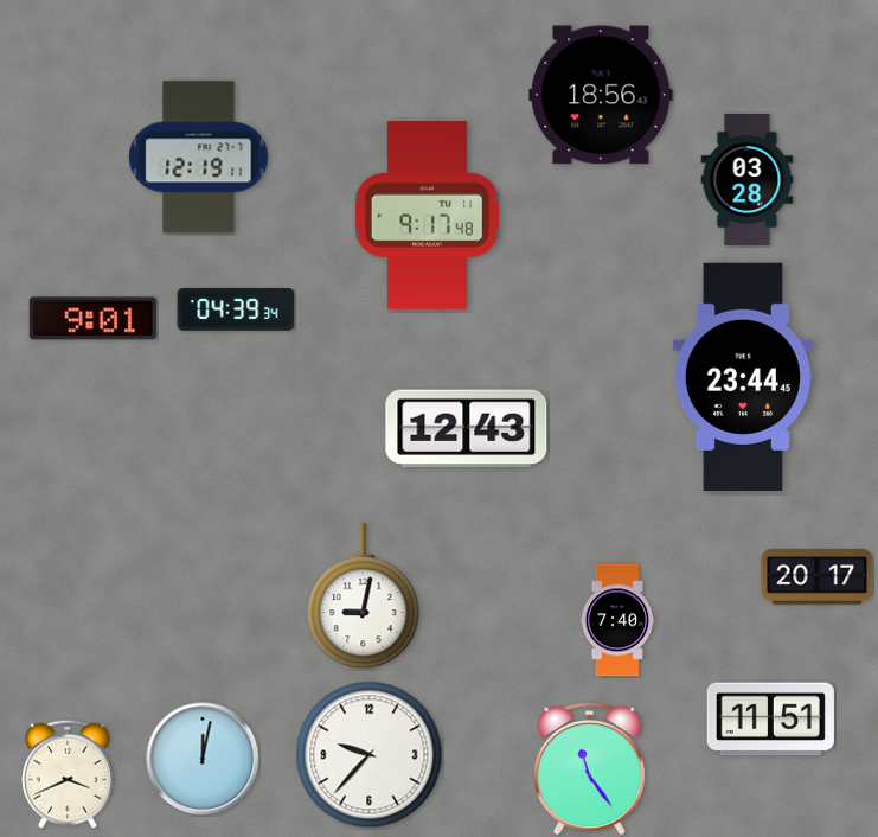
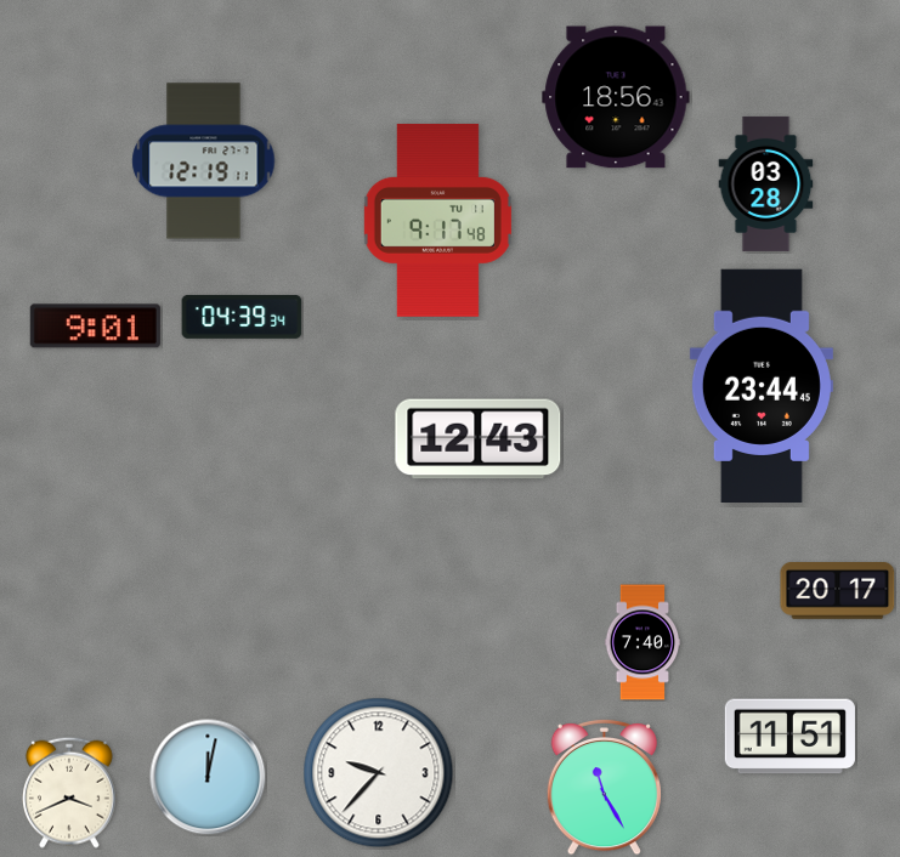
clock at (364, 596): 9:02 -> none
clock at (617, 620) position: (617, 620) -> (643, 642)
clock at (589, 768): 11:24 -> 11:25
